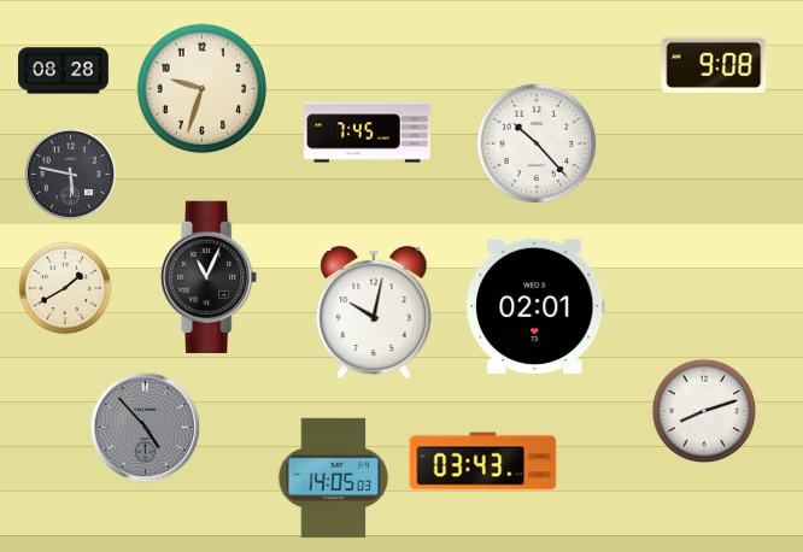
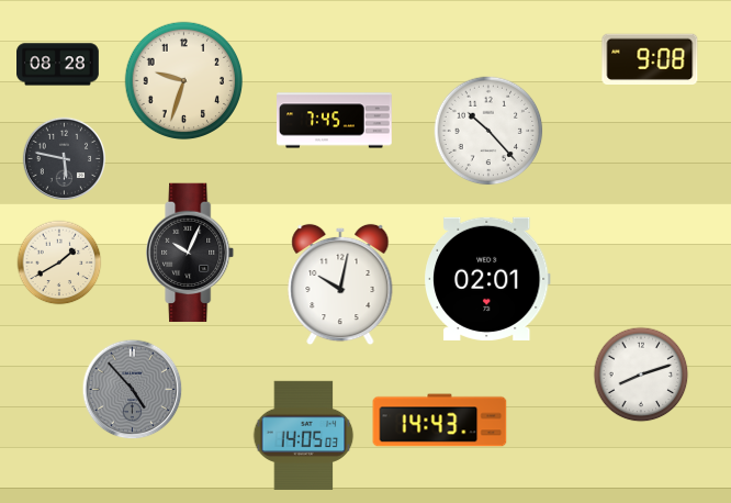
clock at (210, 277): 11:04 -> 10:04
clock at (483, 462): 03:43 -> 14:43
